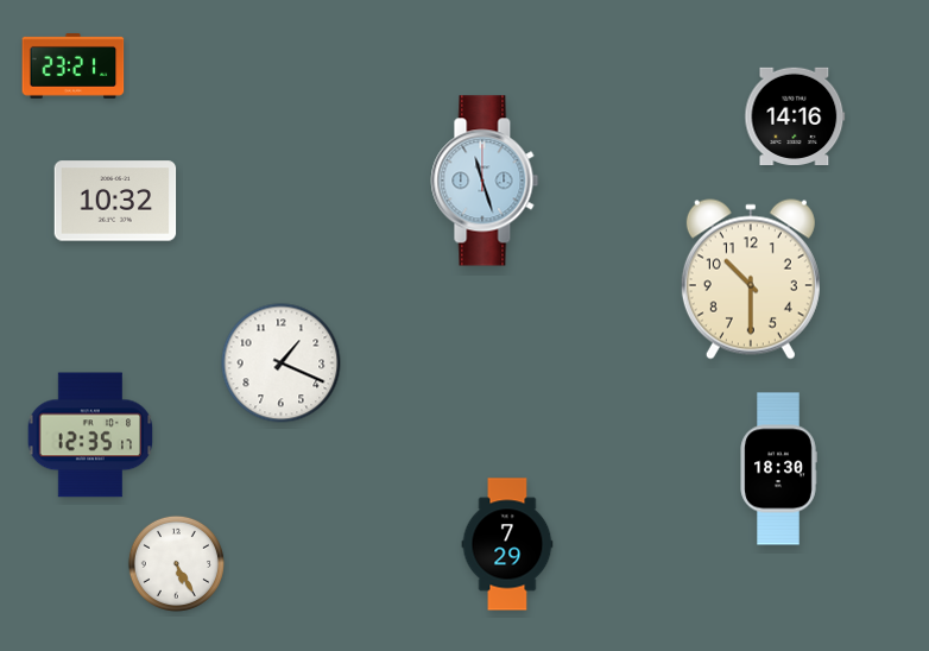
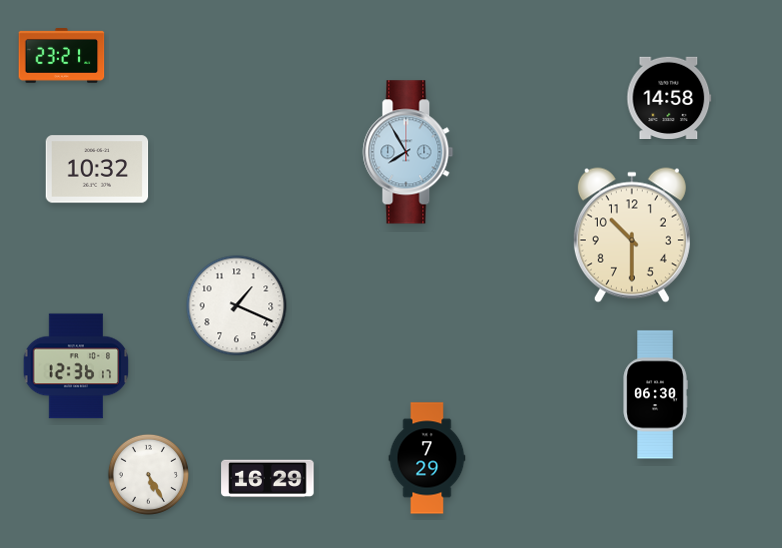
clock at (795, 115): 14:16 -> 14:58
clock at (485, 181): 11:27 -> 7:55
clock at (90, 435): 12:35 -> 12:36
clock at (778, 469): 18:30 -> 06:30
clock at (268, 479): none -> 16:29
